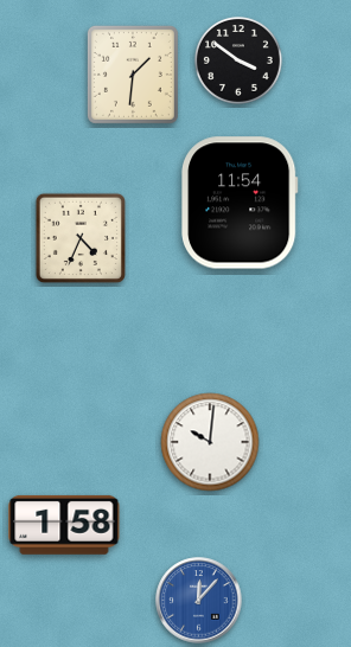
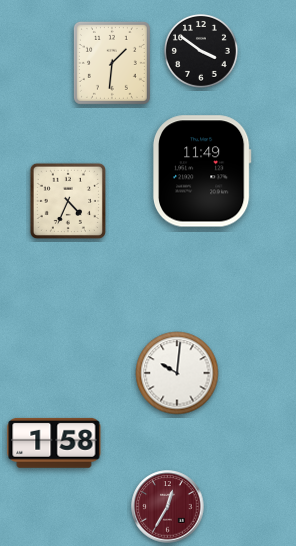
clock at (240, 203): 11:54 -> 11:49
clock at (199, 601): 12:07 -> 12:35
clock at (199, 601) dial: blue -> burgundy
